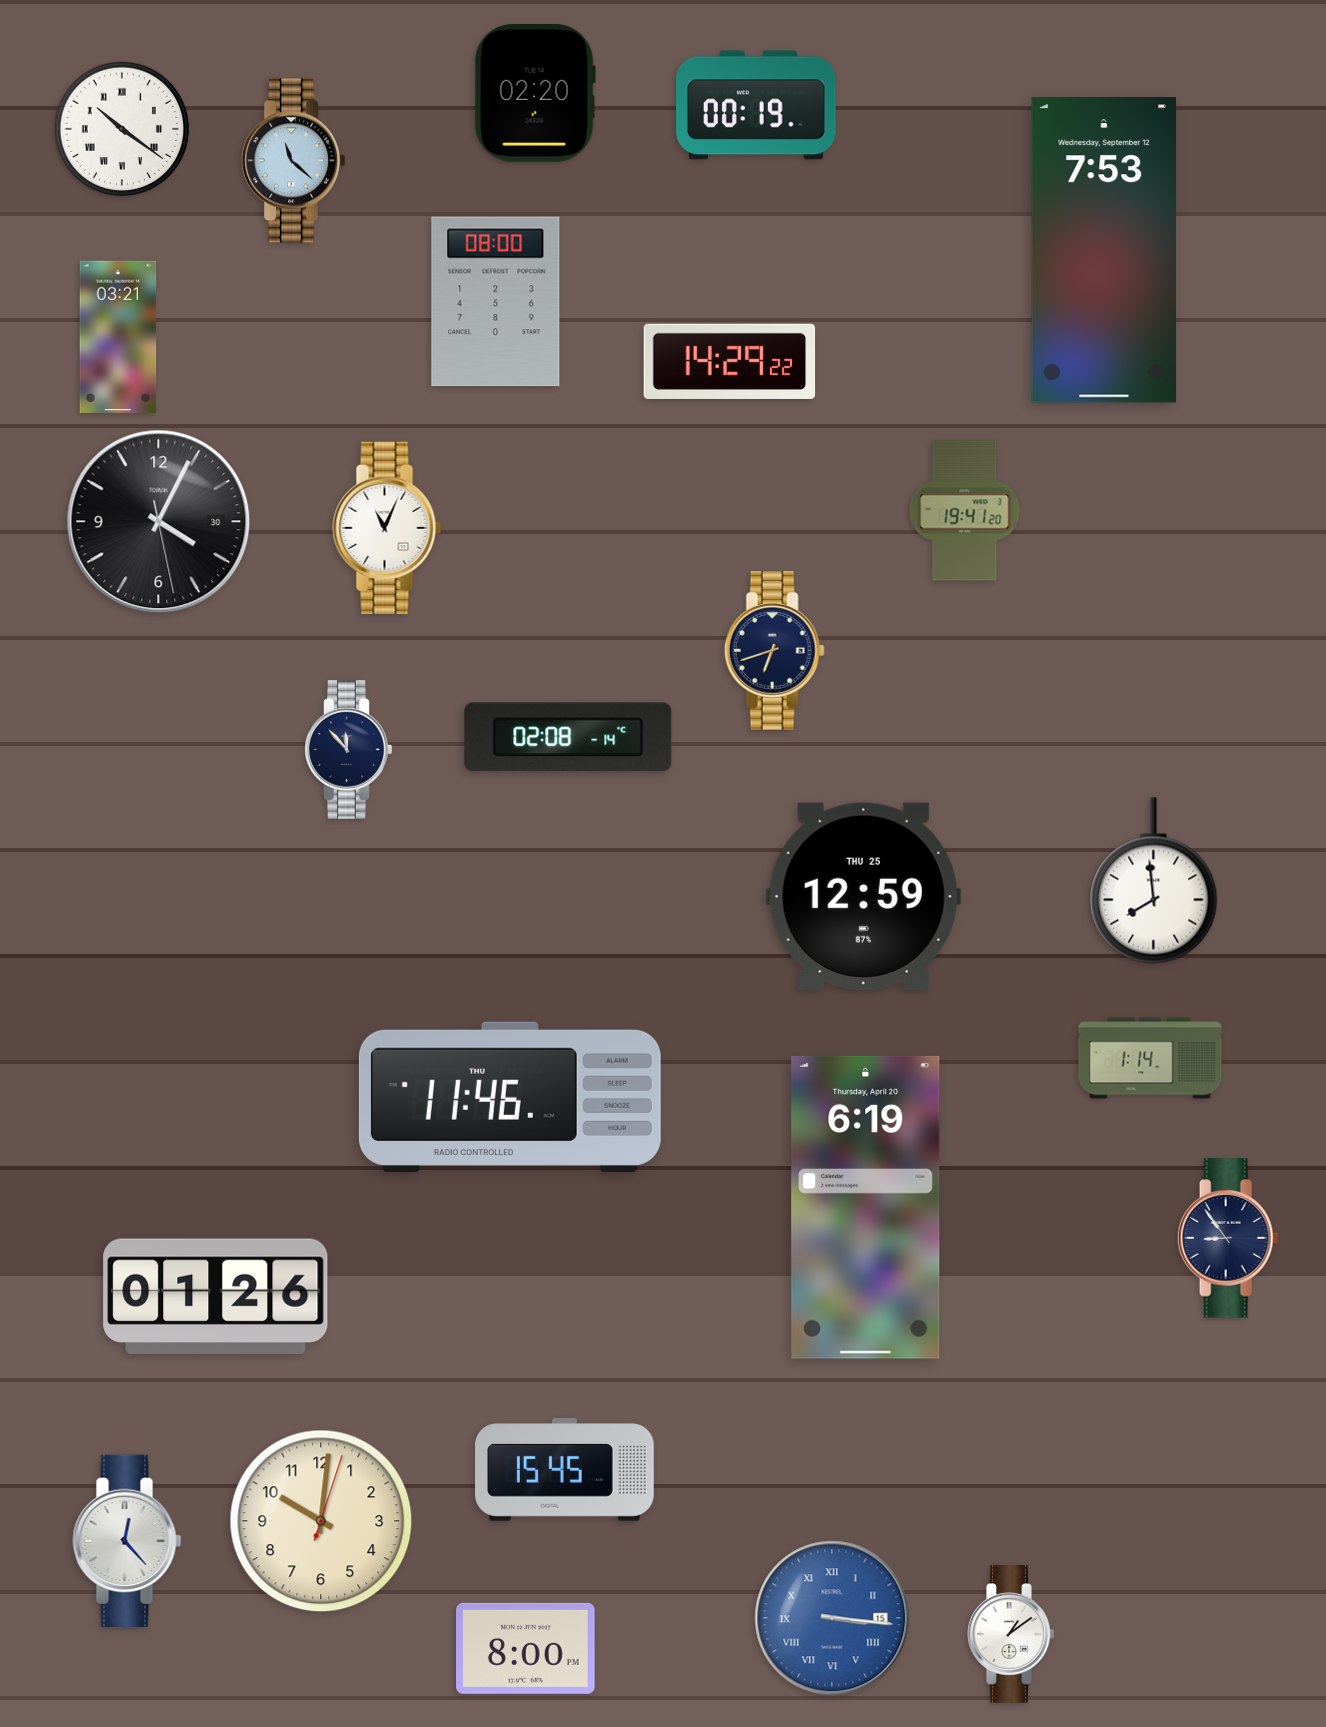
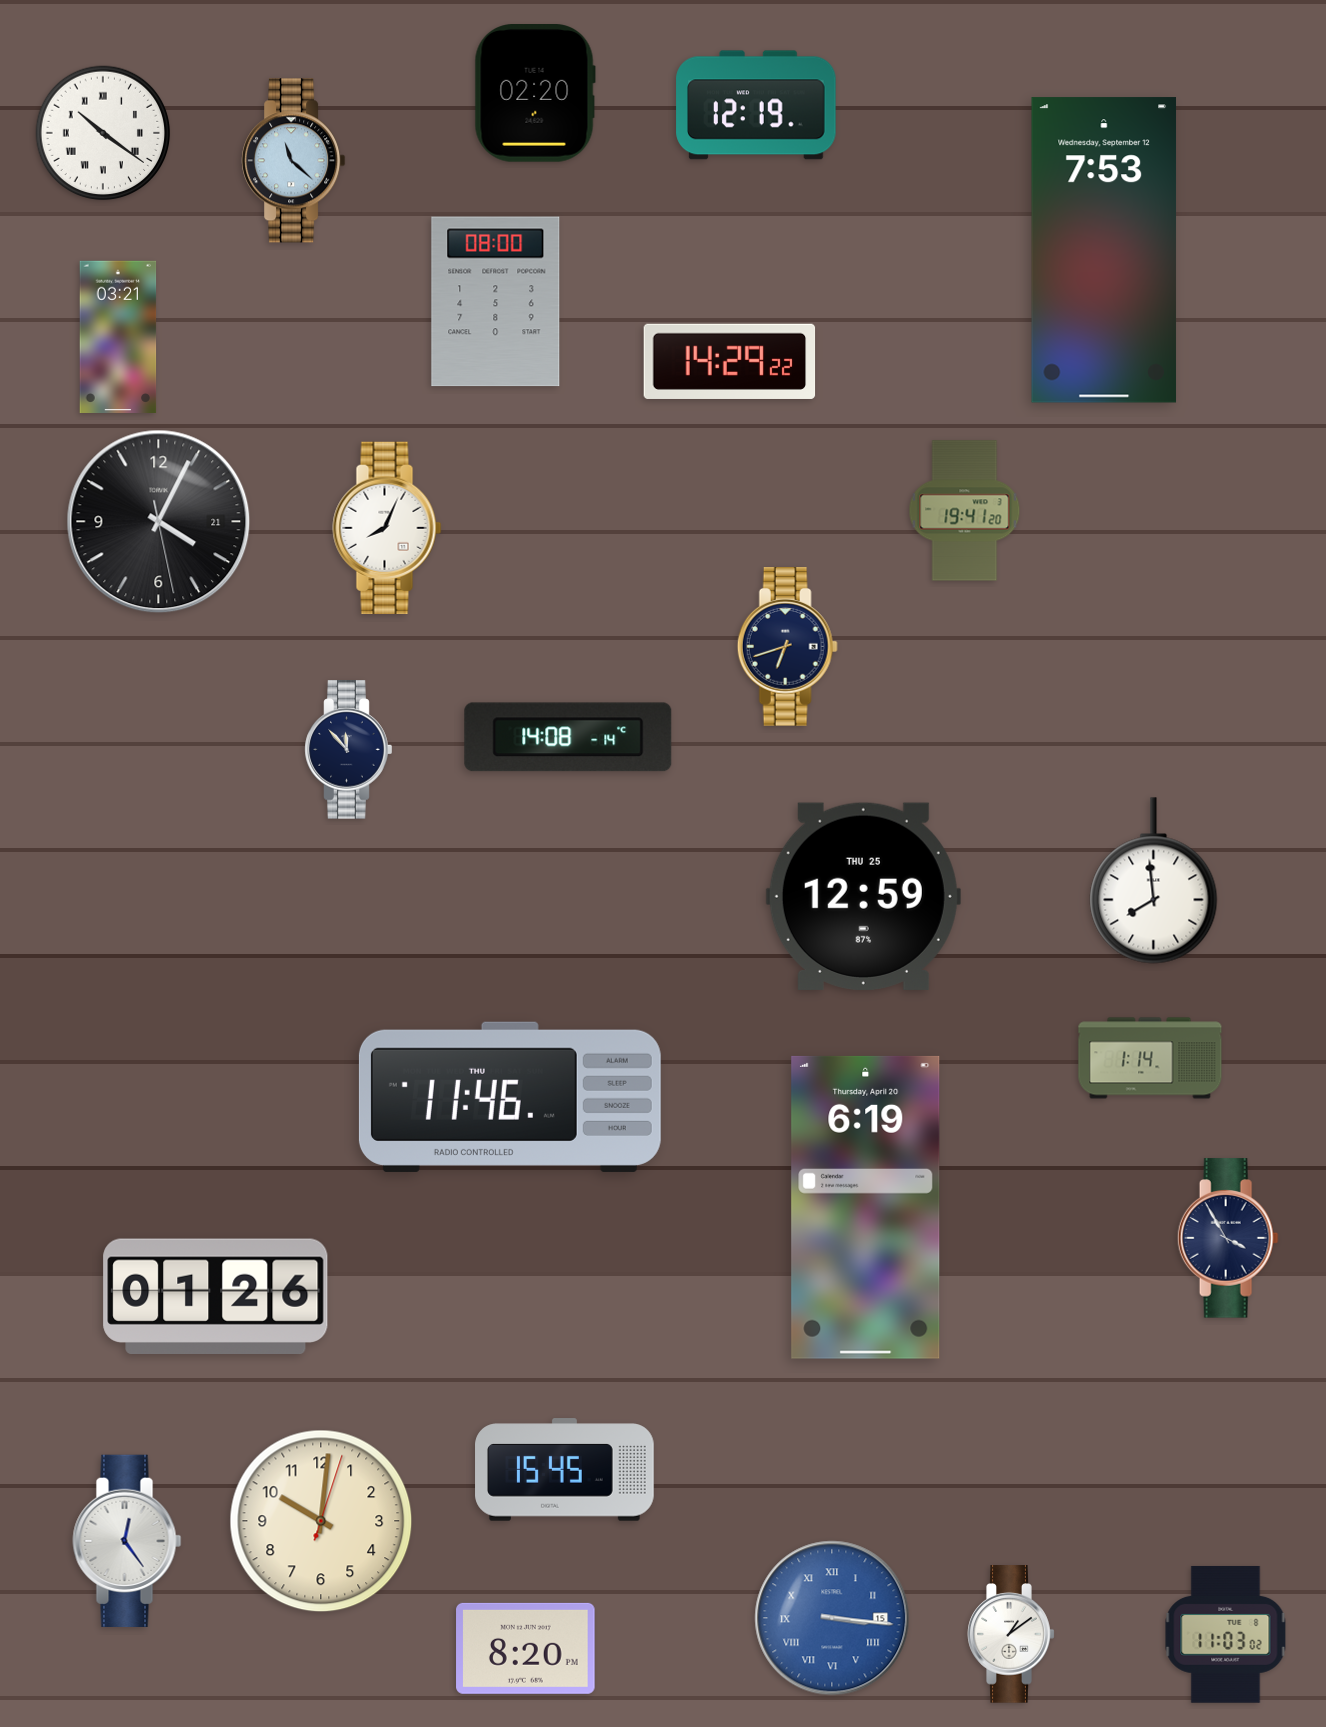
clock at (756, 105): 00:19 -> 12:19
clock at (122, 129) position: (122, 129) -> (103, 133)
clock at (159, 522) date: 30 -> 21
clock at (387, 527): 11:04 -> 8:04
clock at (774, 651) position: (774, 651) -> (787, 647)
clock at (568, 737): 02:08 -> 14:08
clock at (1228, 1238): 8:54 -> 3:55
clock at (127, 1540): 12:23 -> 12:24
clock at (1226, 1634): none -> 11:03
clock at (526, 1648): 8:00 -> 8:20
